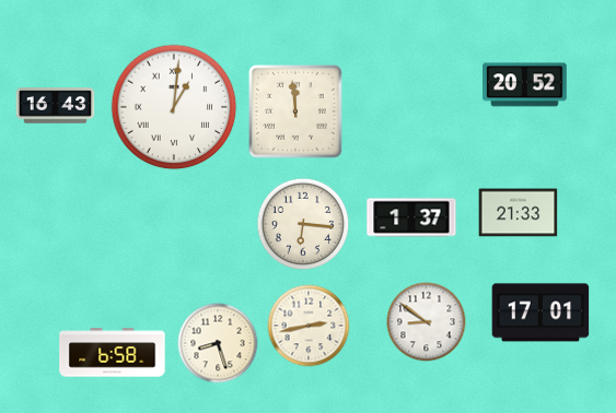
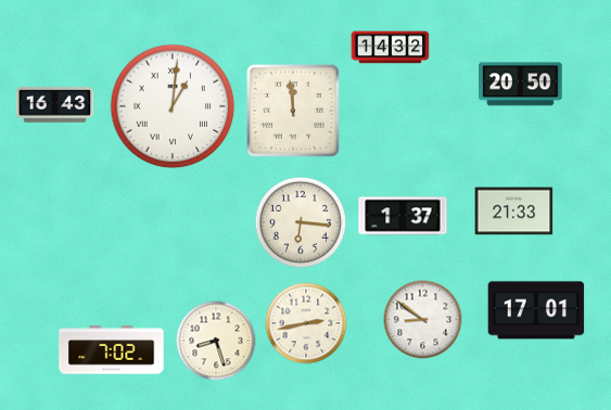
clock at (391, 48): none -> 14:32
clock at (525, 85): 20:52 -> 20:50
clock at (411, 217) position: (411, 217) -> (403, 216)
clock at (113, 353): 6:58 -> 7:02
